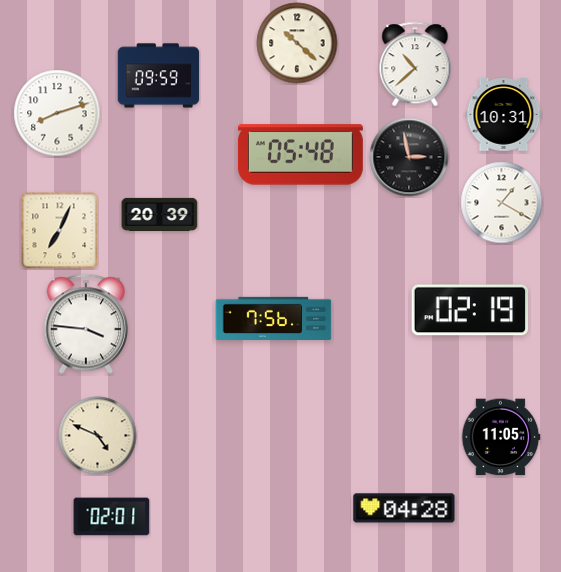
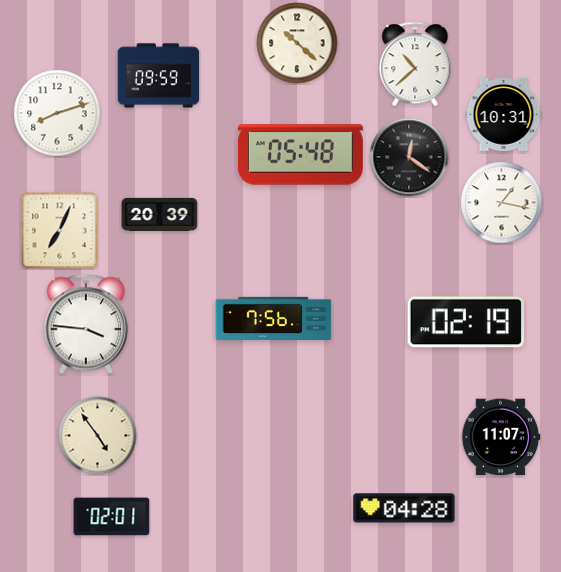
clock at (409, 157): 2:58 -> 12:21
clock at (502, 203): 1:20 -> 1:17
clock at (469, 310) position: (469, 310) -> (465, 322)
clock at (98, 436): 4:49 -> 4:54
clock at (501, 437): 11:05 -> 11:07
